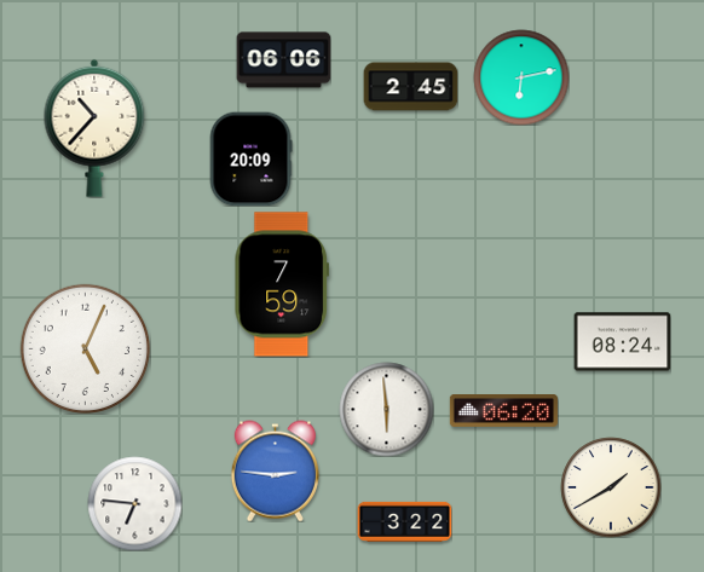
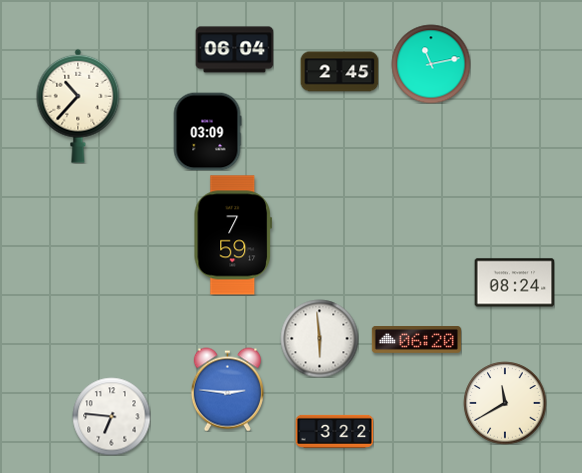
clock at (283, 60): 06:06 -> 06:04
clock at (521, 77): 6:13 -> 11:13
clock at (250, 158): 20:09 -> 03:09
clock at (85, 348): 5:04 -> none
clock at (611, 487): 1:40 -> 11:40
